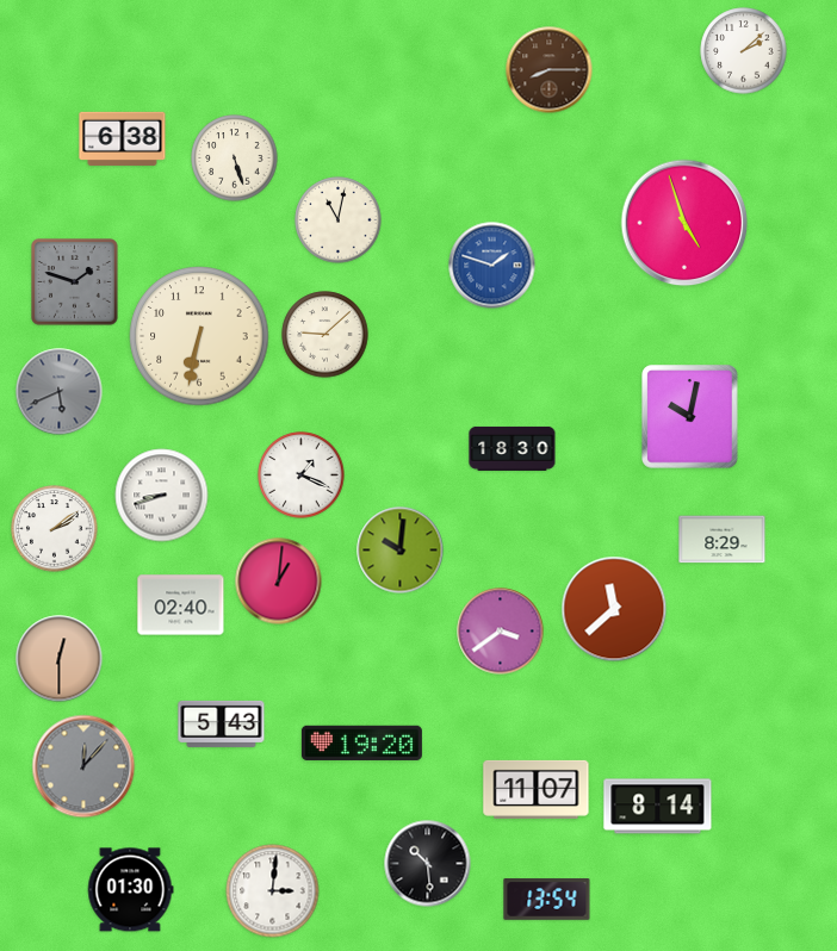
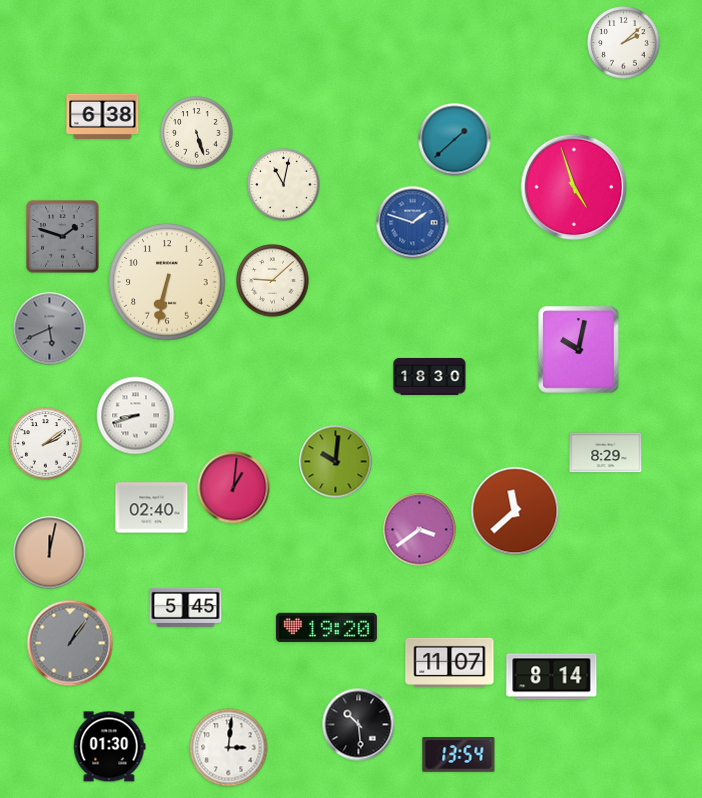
clock at (550, 70): 8:15 -> none
clock at (455, 140): none -> 1:38
clock at (302, 475): 1:19 -> none
clock at (60, 659): 12:30 -> 12:02
clock at (222, 723): 5:43 -> 5:45
clock at (361, 742) position: (361, 742) -> (326, 627)
clock at (83, 766): 12:07 -> 1:06
